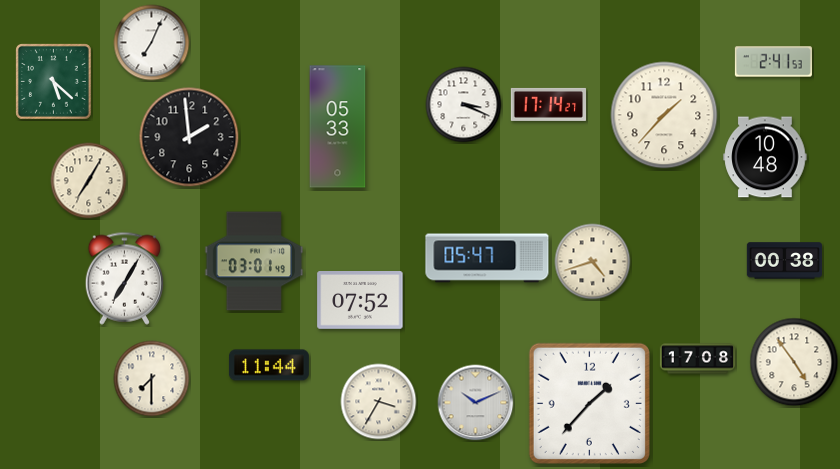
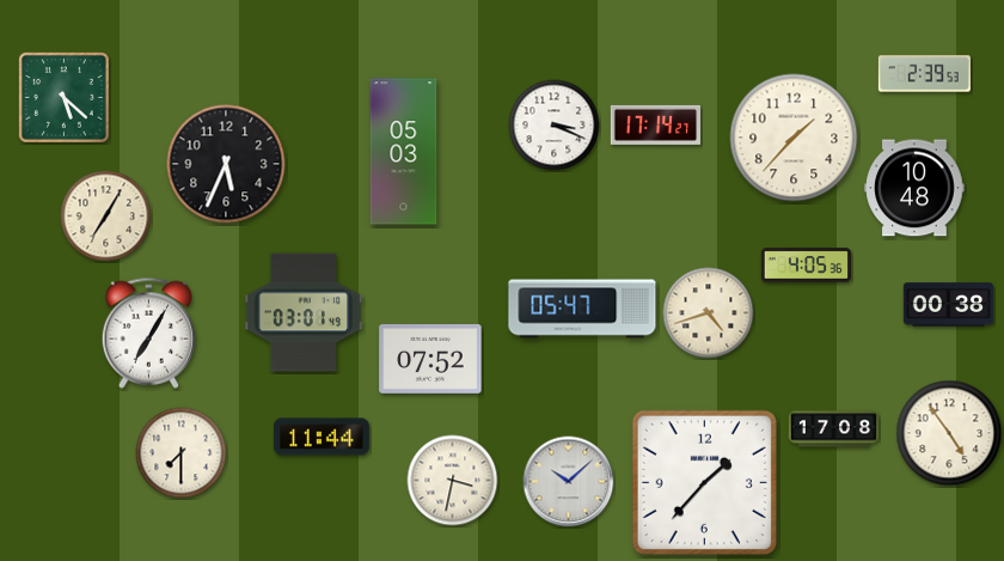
clock at (152, 43): 7:04 -> none
clock at (773, 62): 2:41 -> 2:39
clock at (338, 127): 05:33 -> 05:03
clock at (189, 137): 1:59 -> 5:34
clock at (807, 266): none -> 4:05
clock at (785, 261) position: (785, 261) -> (949, 305)
clock at (379, 402): 3:35 -> 3:32
clock at (476, 403): 10:11 -> 10:08
